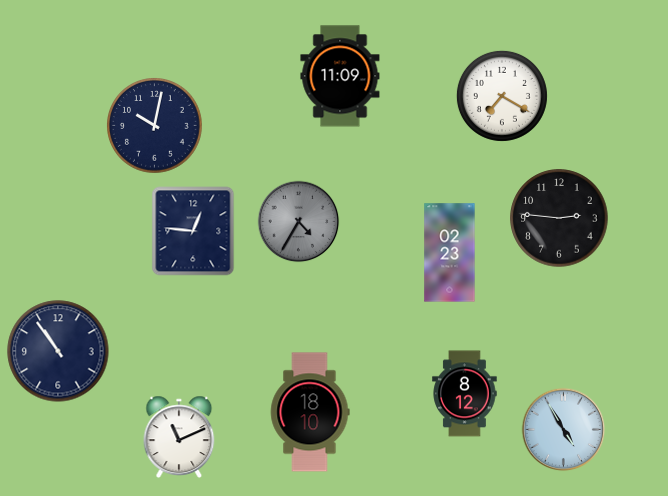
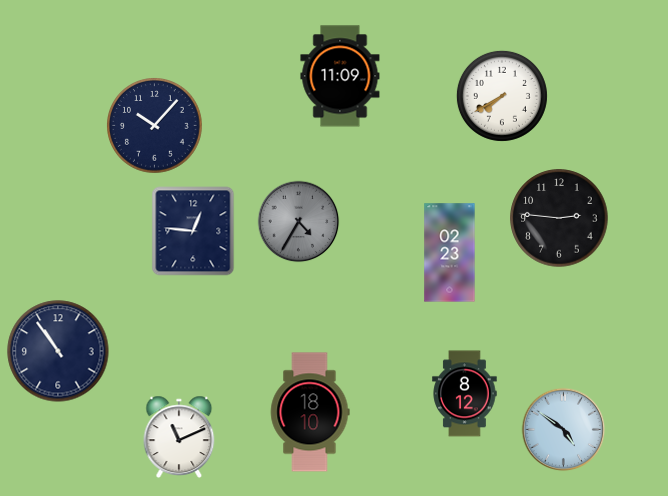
clock at (502, 96): 7:20 -> 7:40
clock at (155, 126): 10:02 -> 10:07
clock at (564, 430): 4:55 -> 4:51
